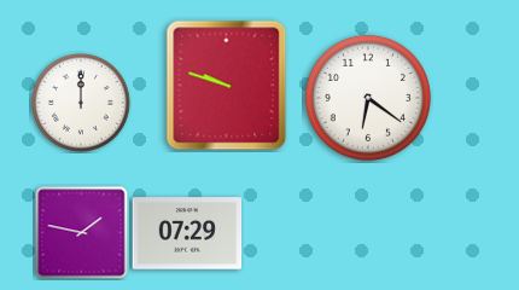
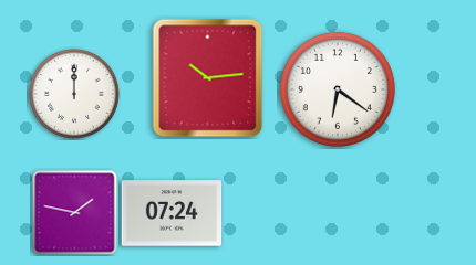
clock at (227, 86): 9:48 -> 10:14
clock at (187, 233): 07:29 -> 07:24
